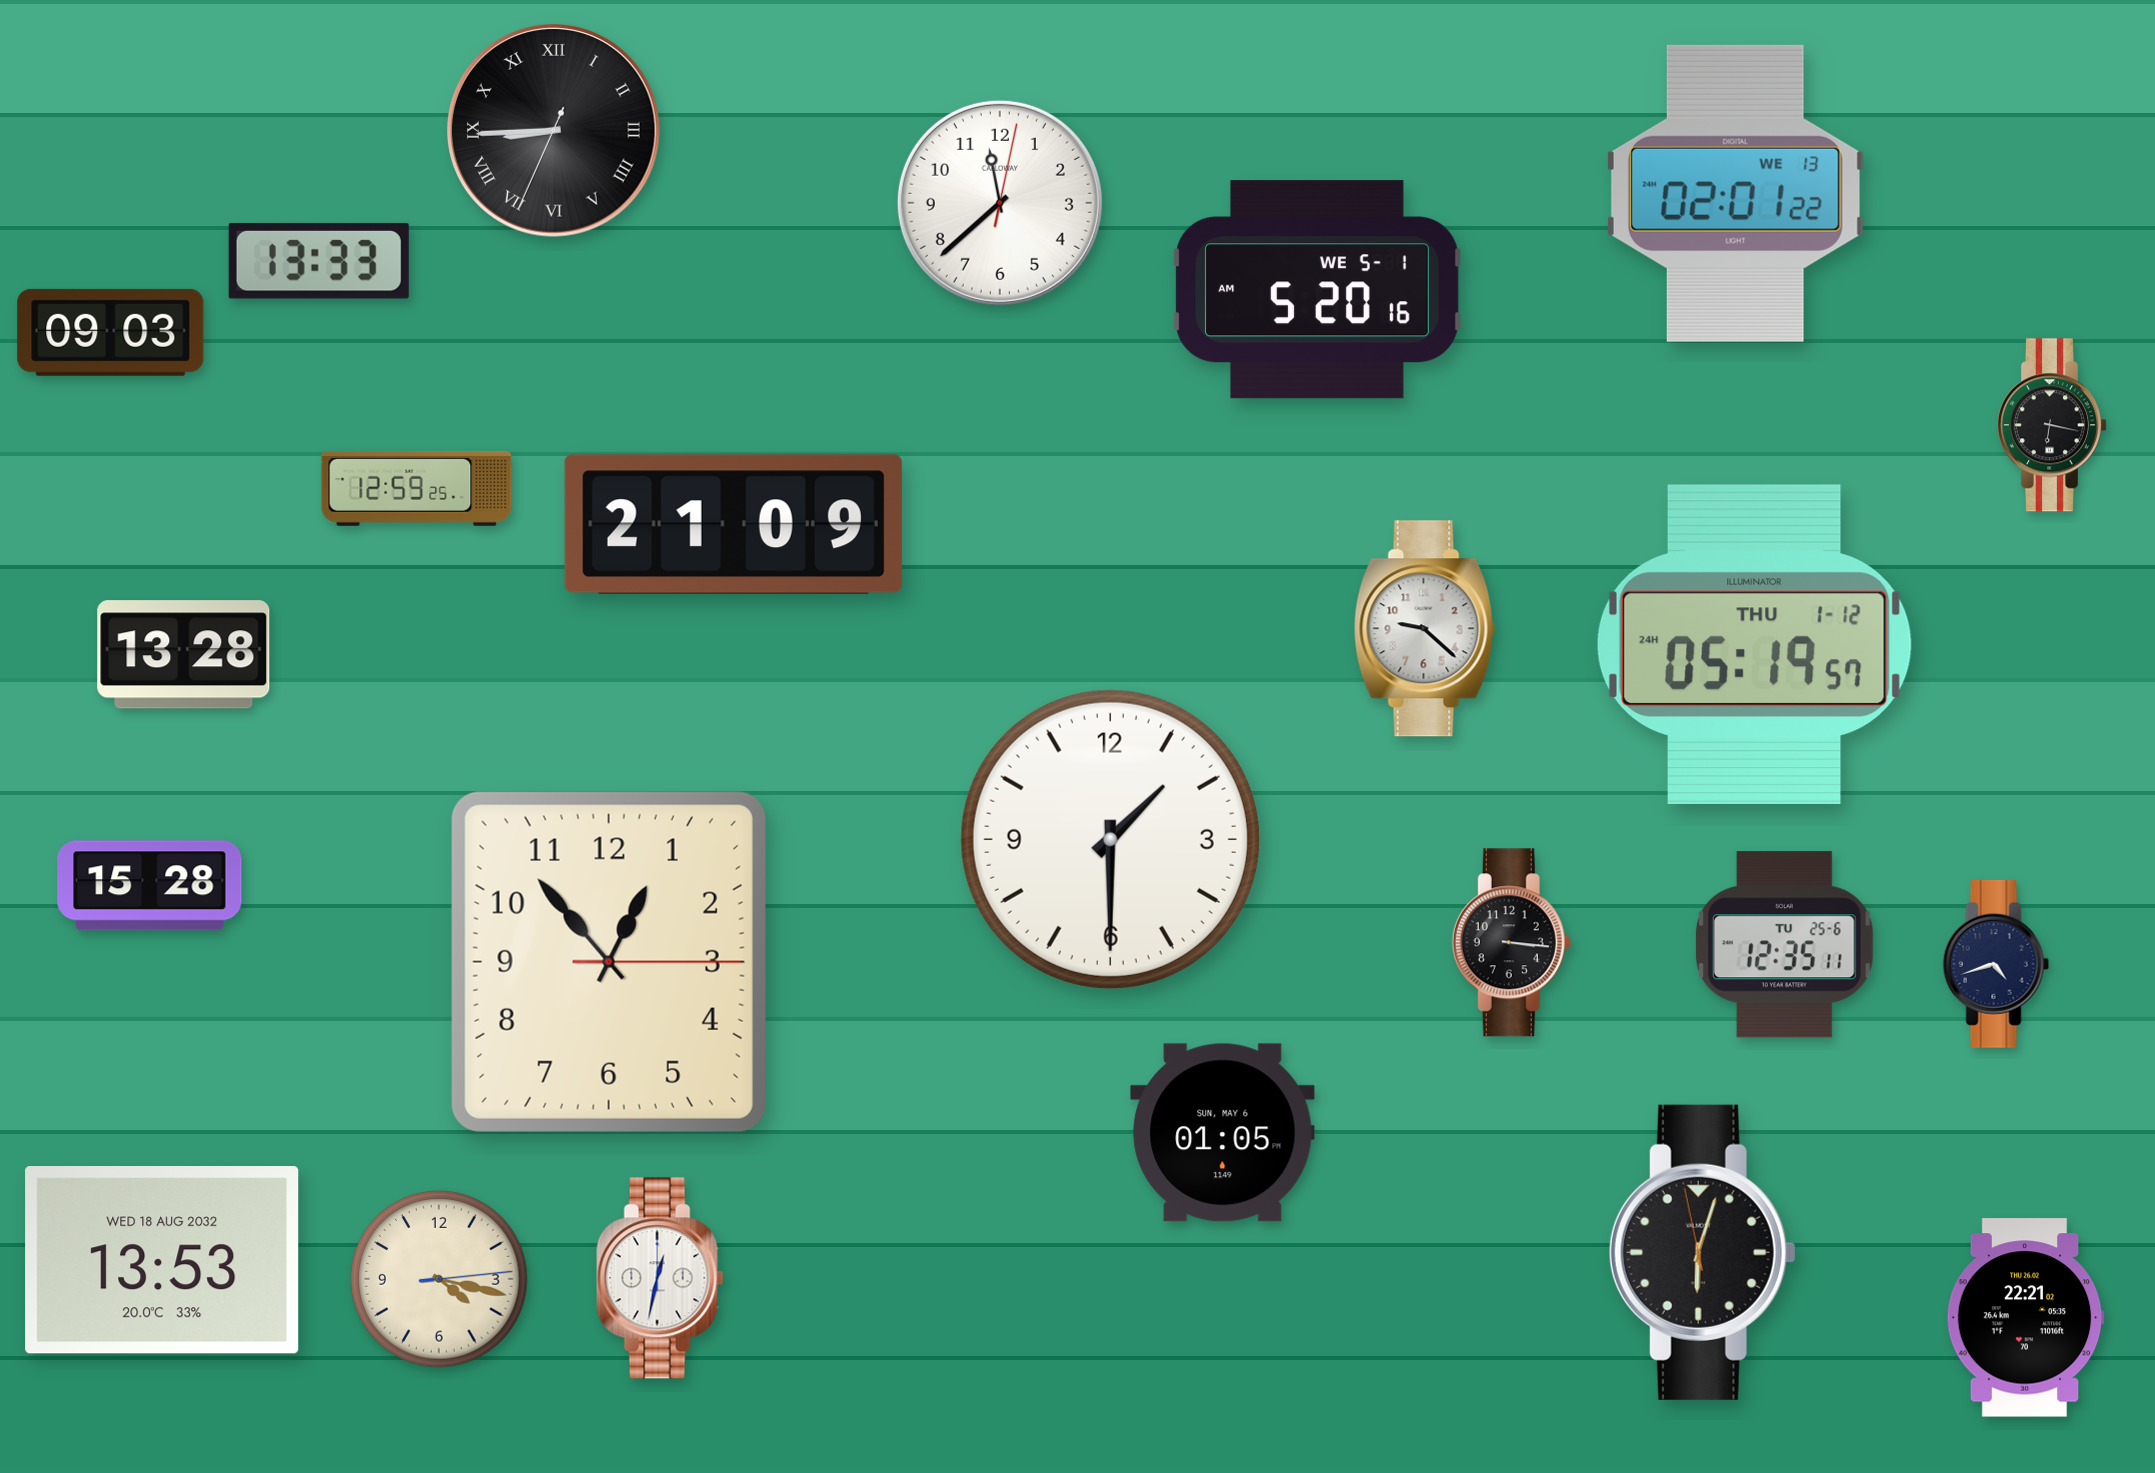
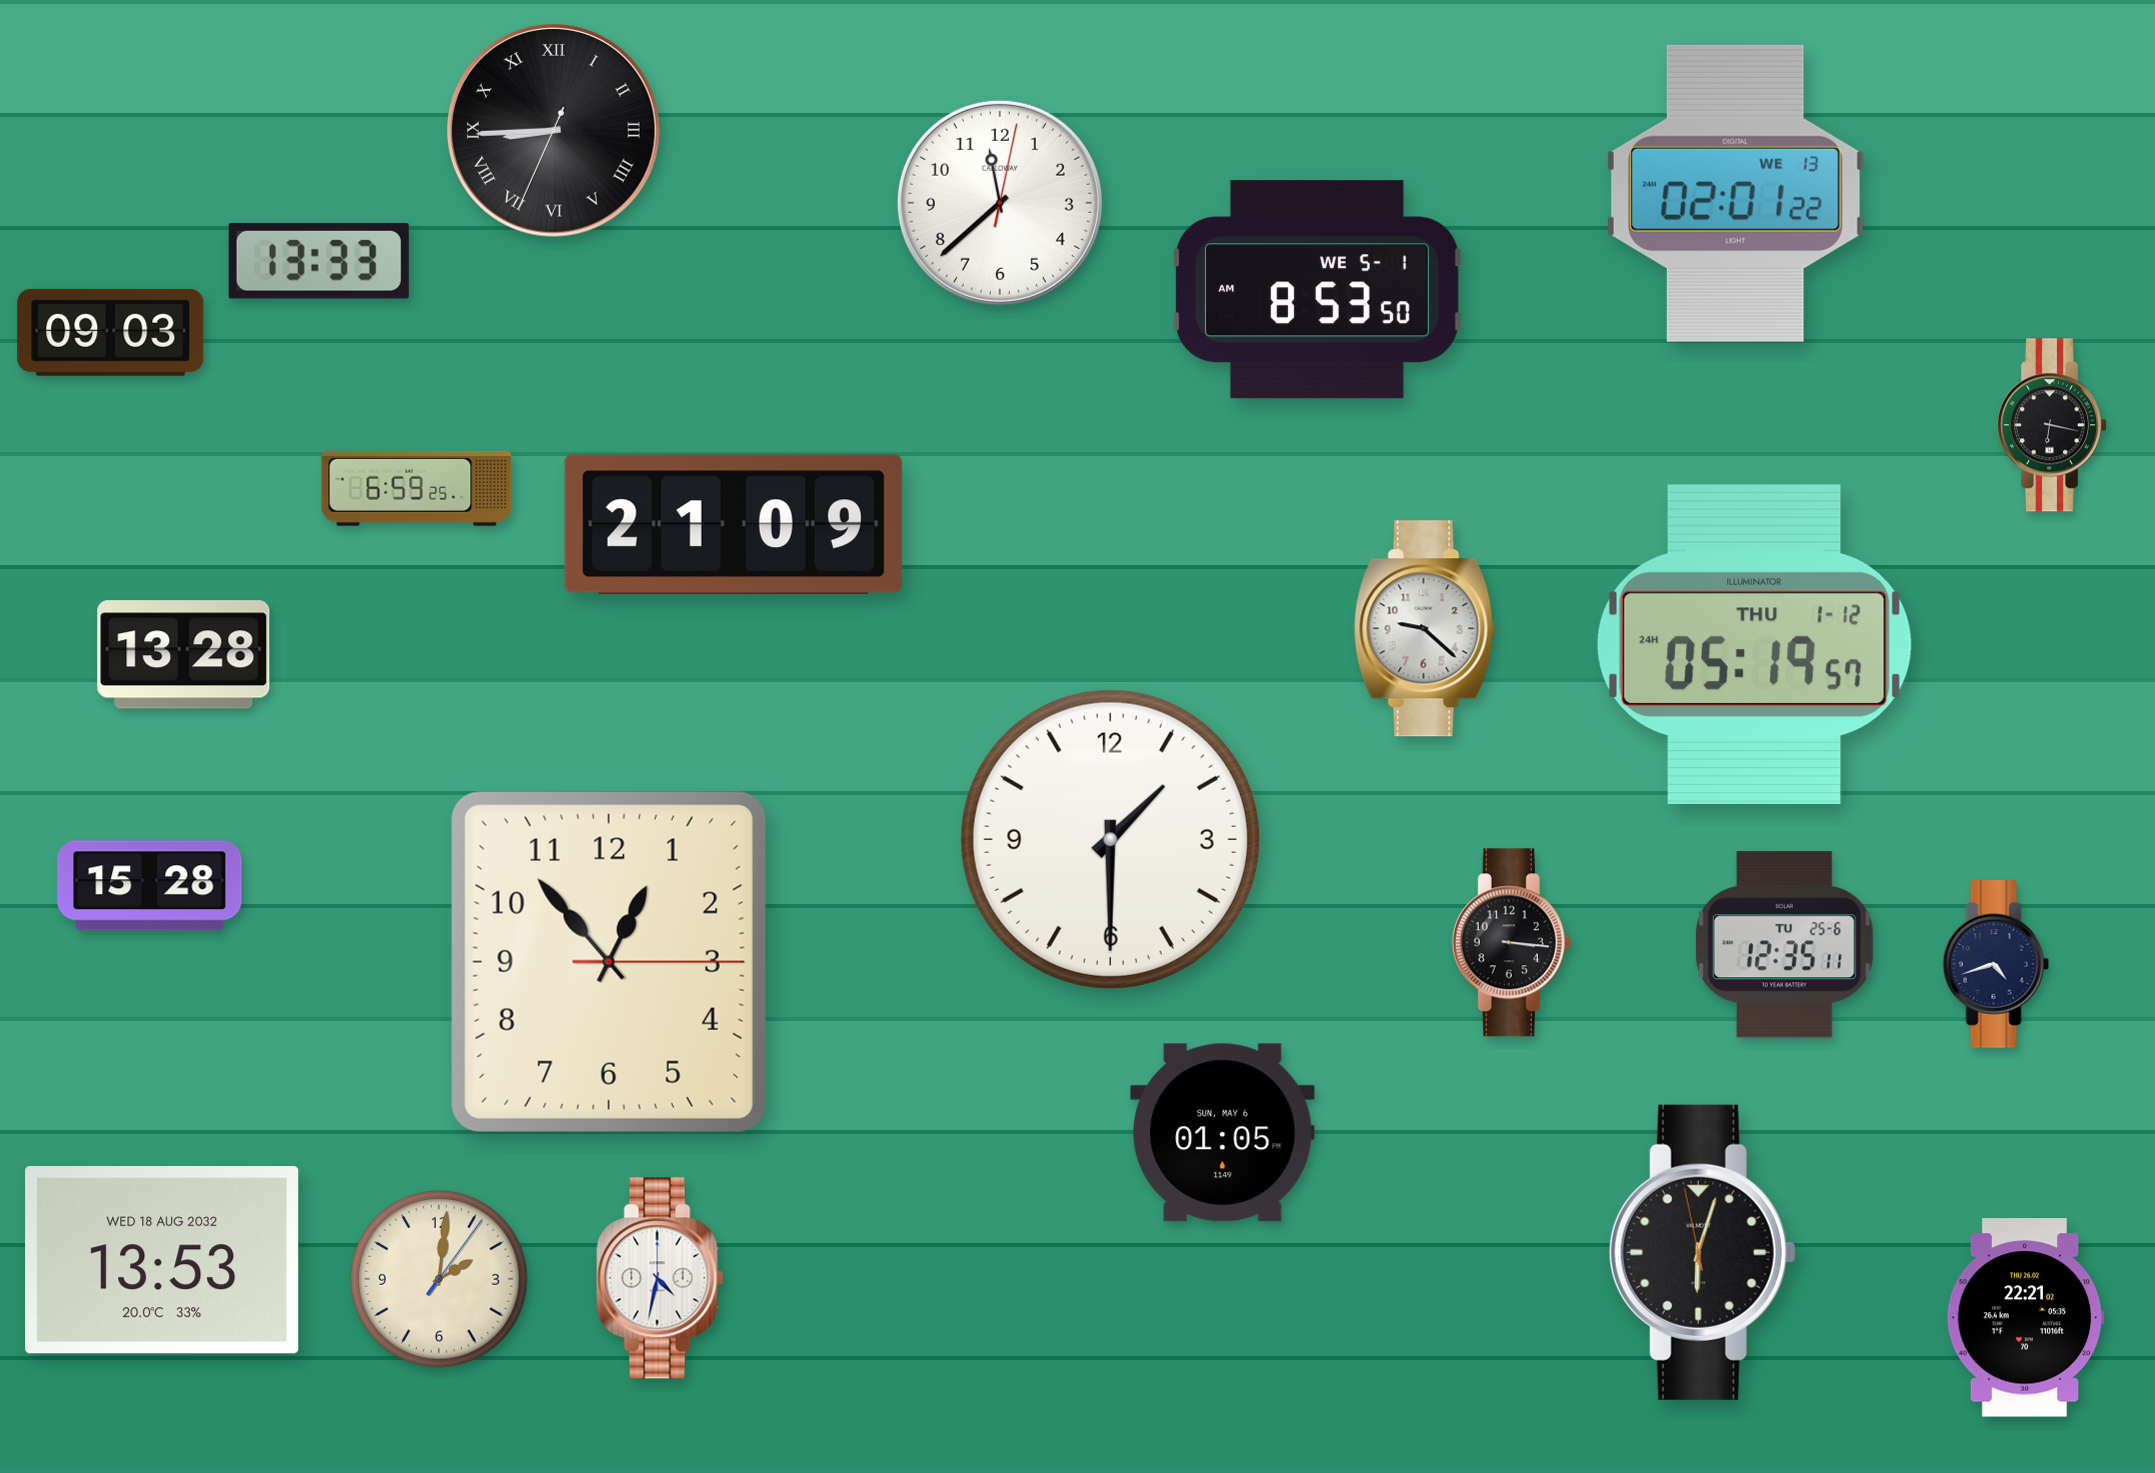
clock at (1318, 290): 5:20 -> 8:53
clock at (417, 488): 12:59 -> 6:59
clock at (660, 1278): 12:32 -> 4:32
clock at (439, 1279): 4:17 -> 2:01
